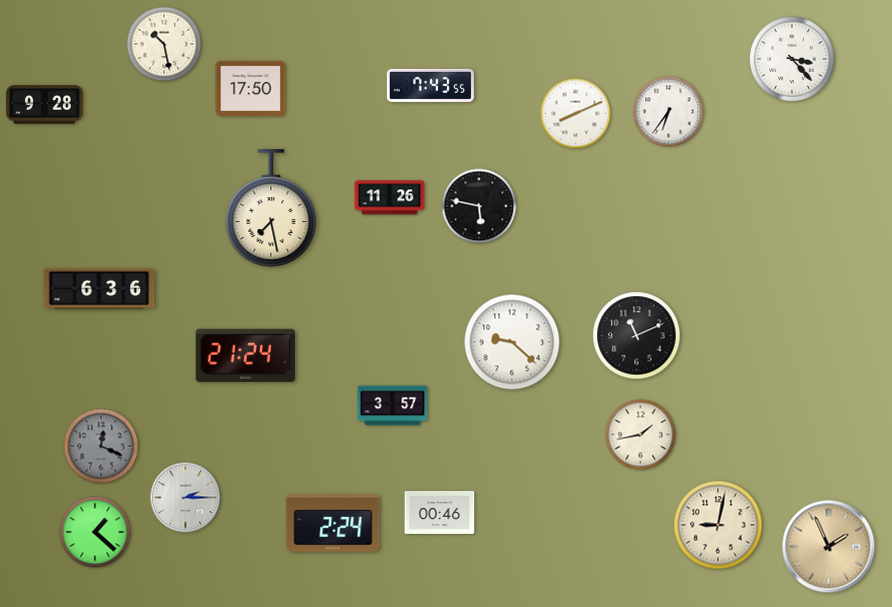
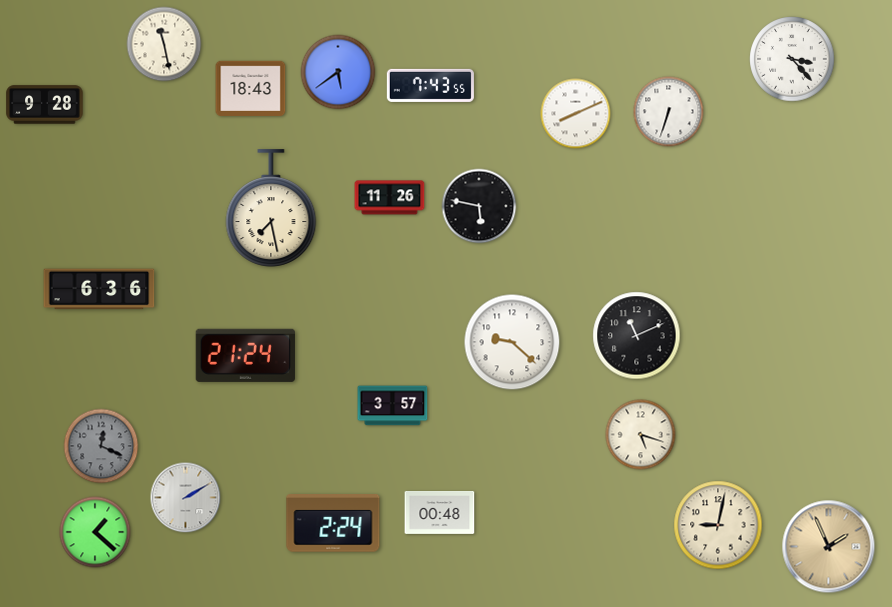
clock at (164, 44): 10:28 -> 11:28
clock at (338, 72): none -> 5:39
clock at (251, 88): 17:50 -> 18:43
clock at (669, 112): 6:36 -> 6:33
clock at (641, 435): 1:43 -> 5:18
clock at (186, 498): 2:15 -> 2:10
clock at (440, 512): 00:46 -> 00:48
